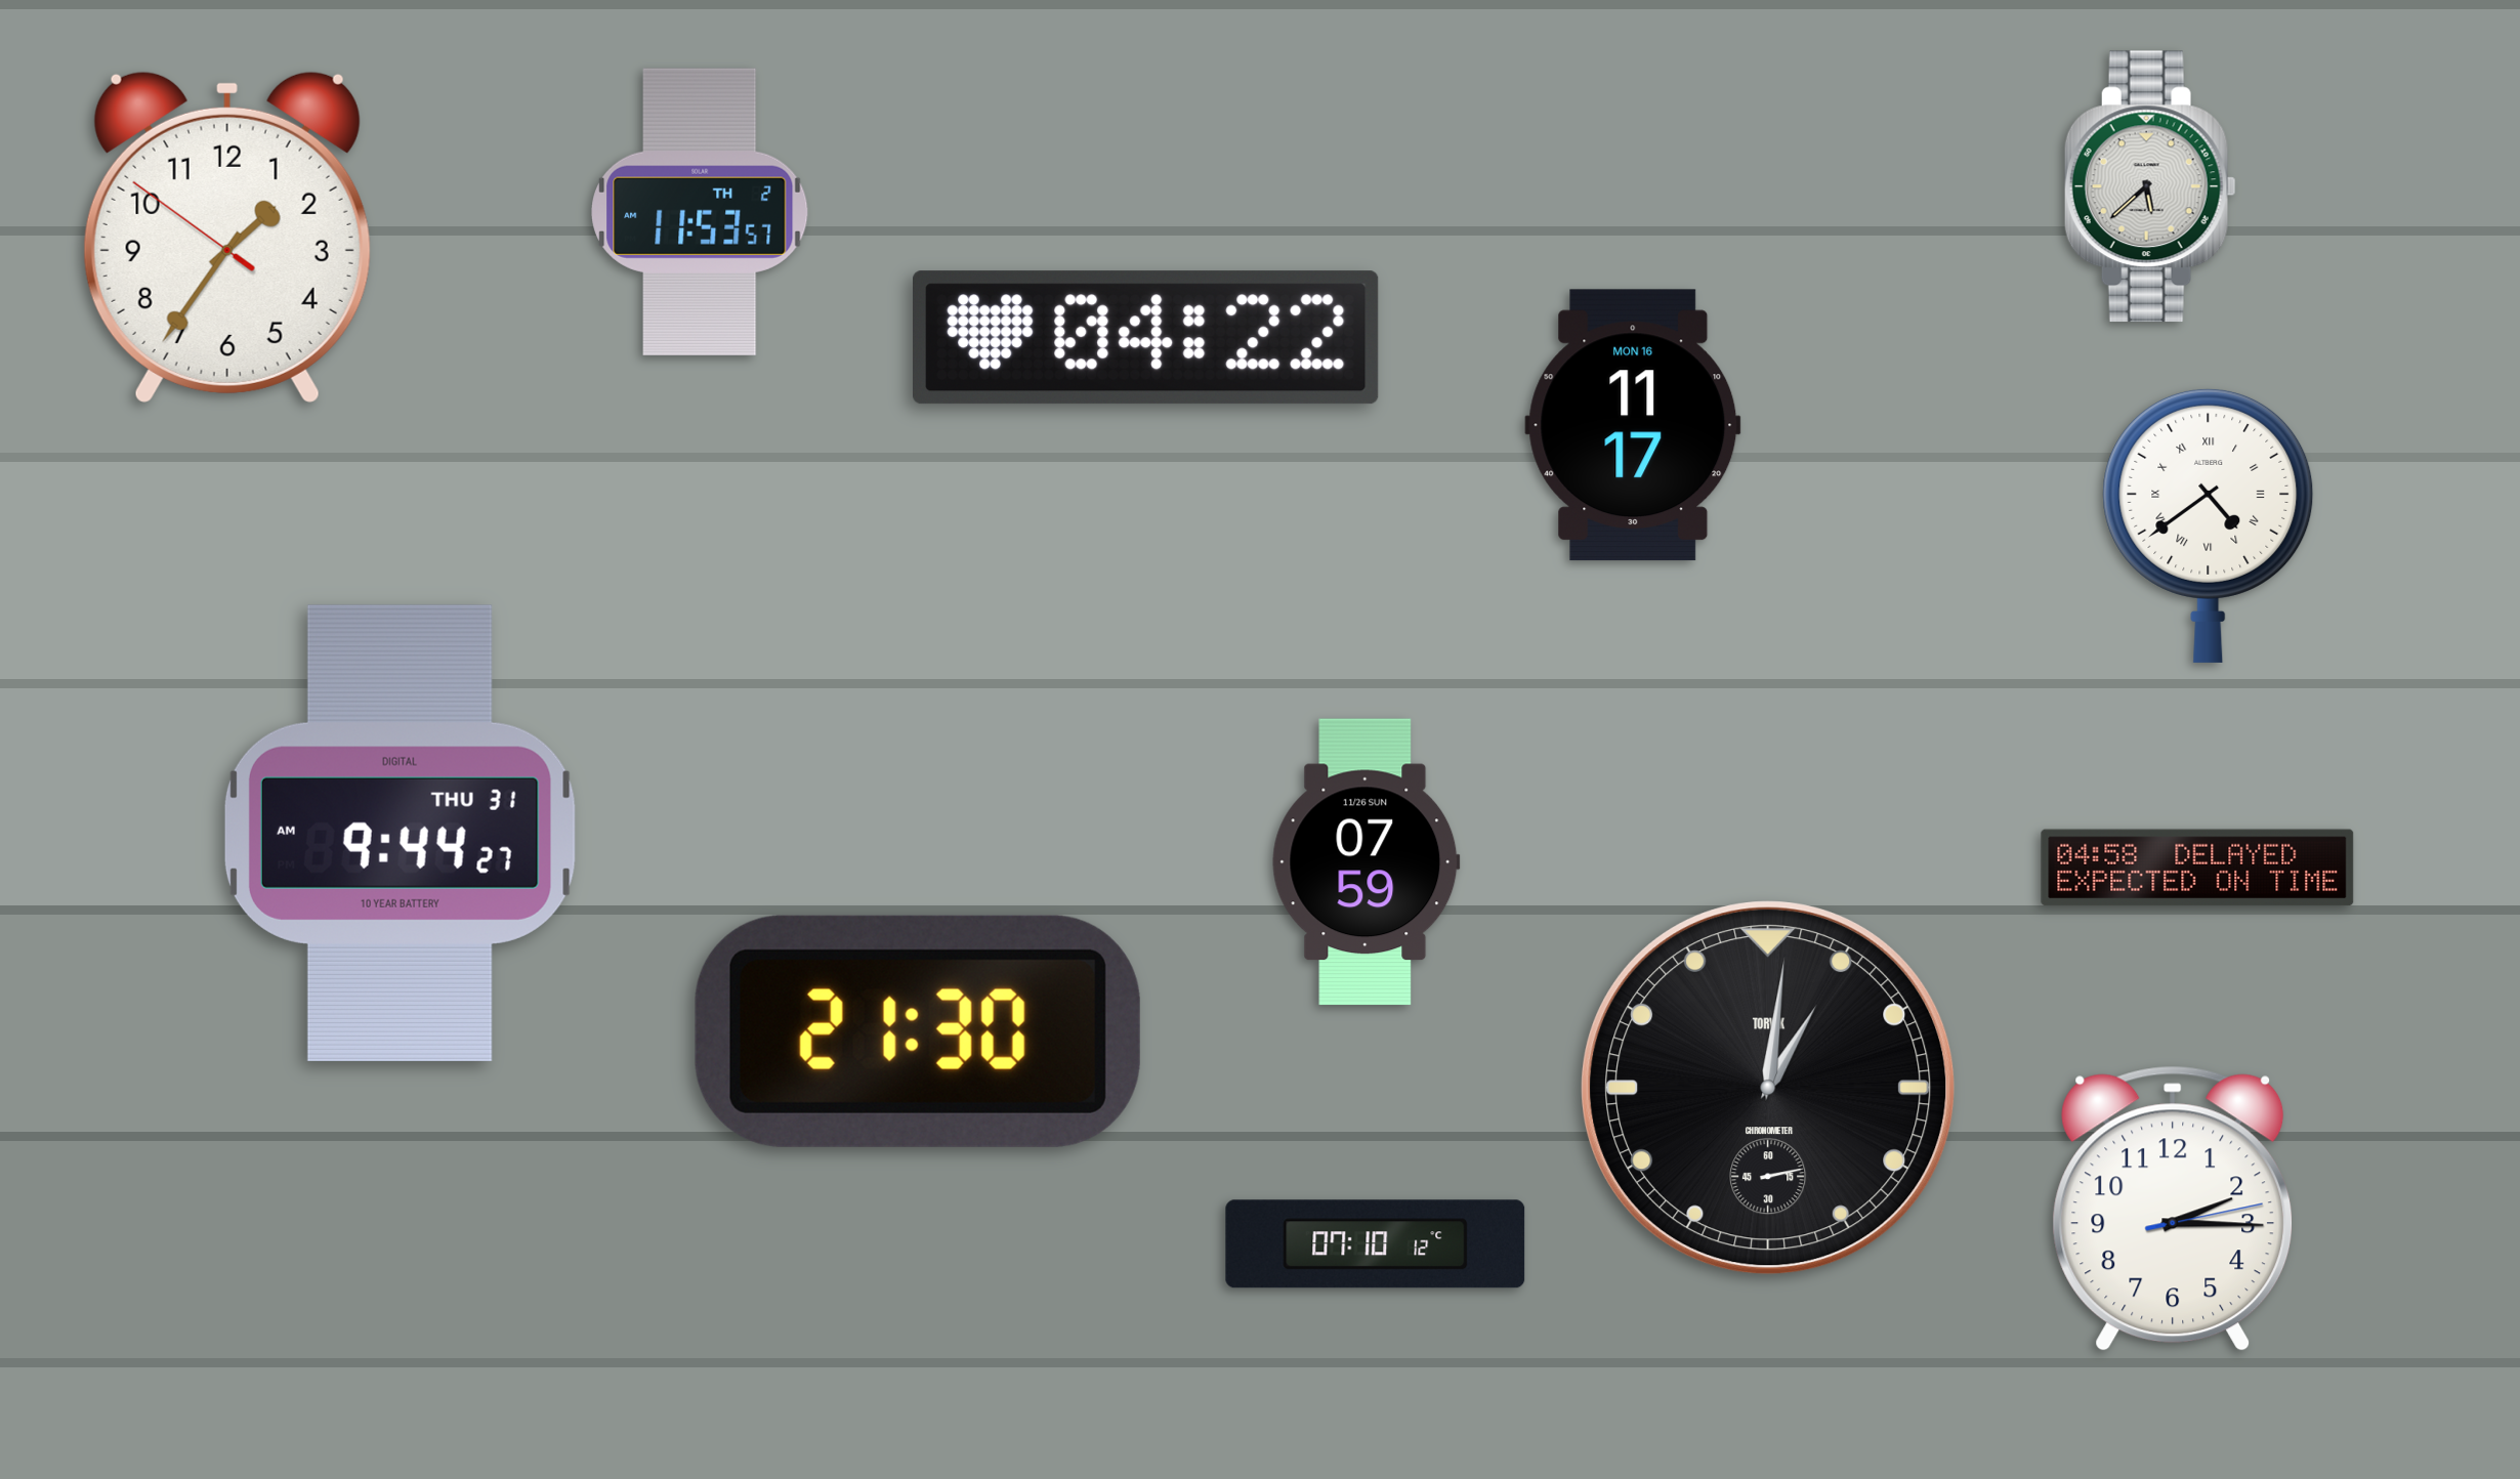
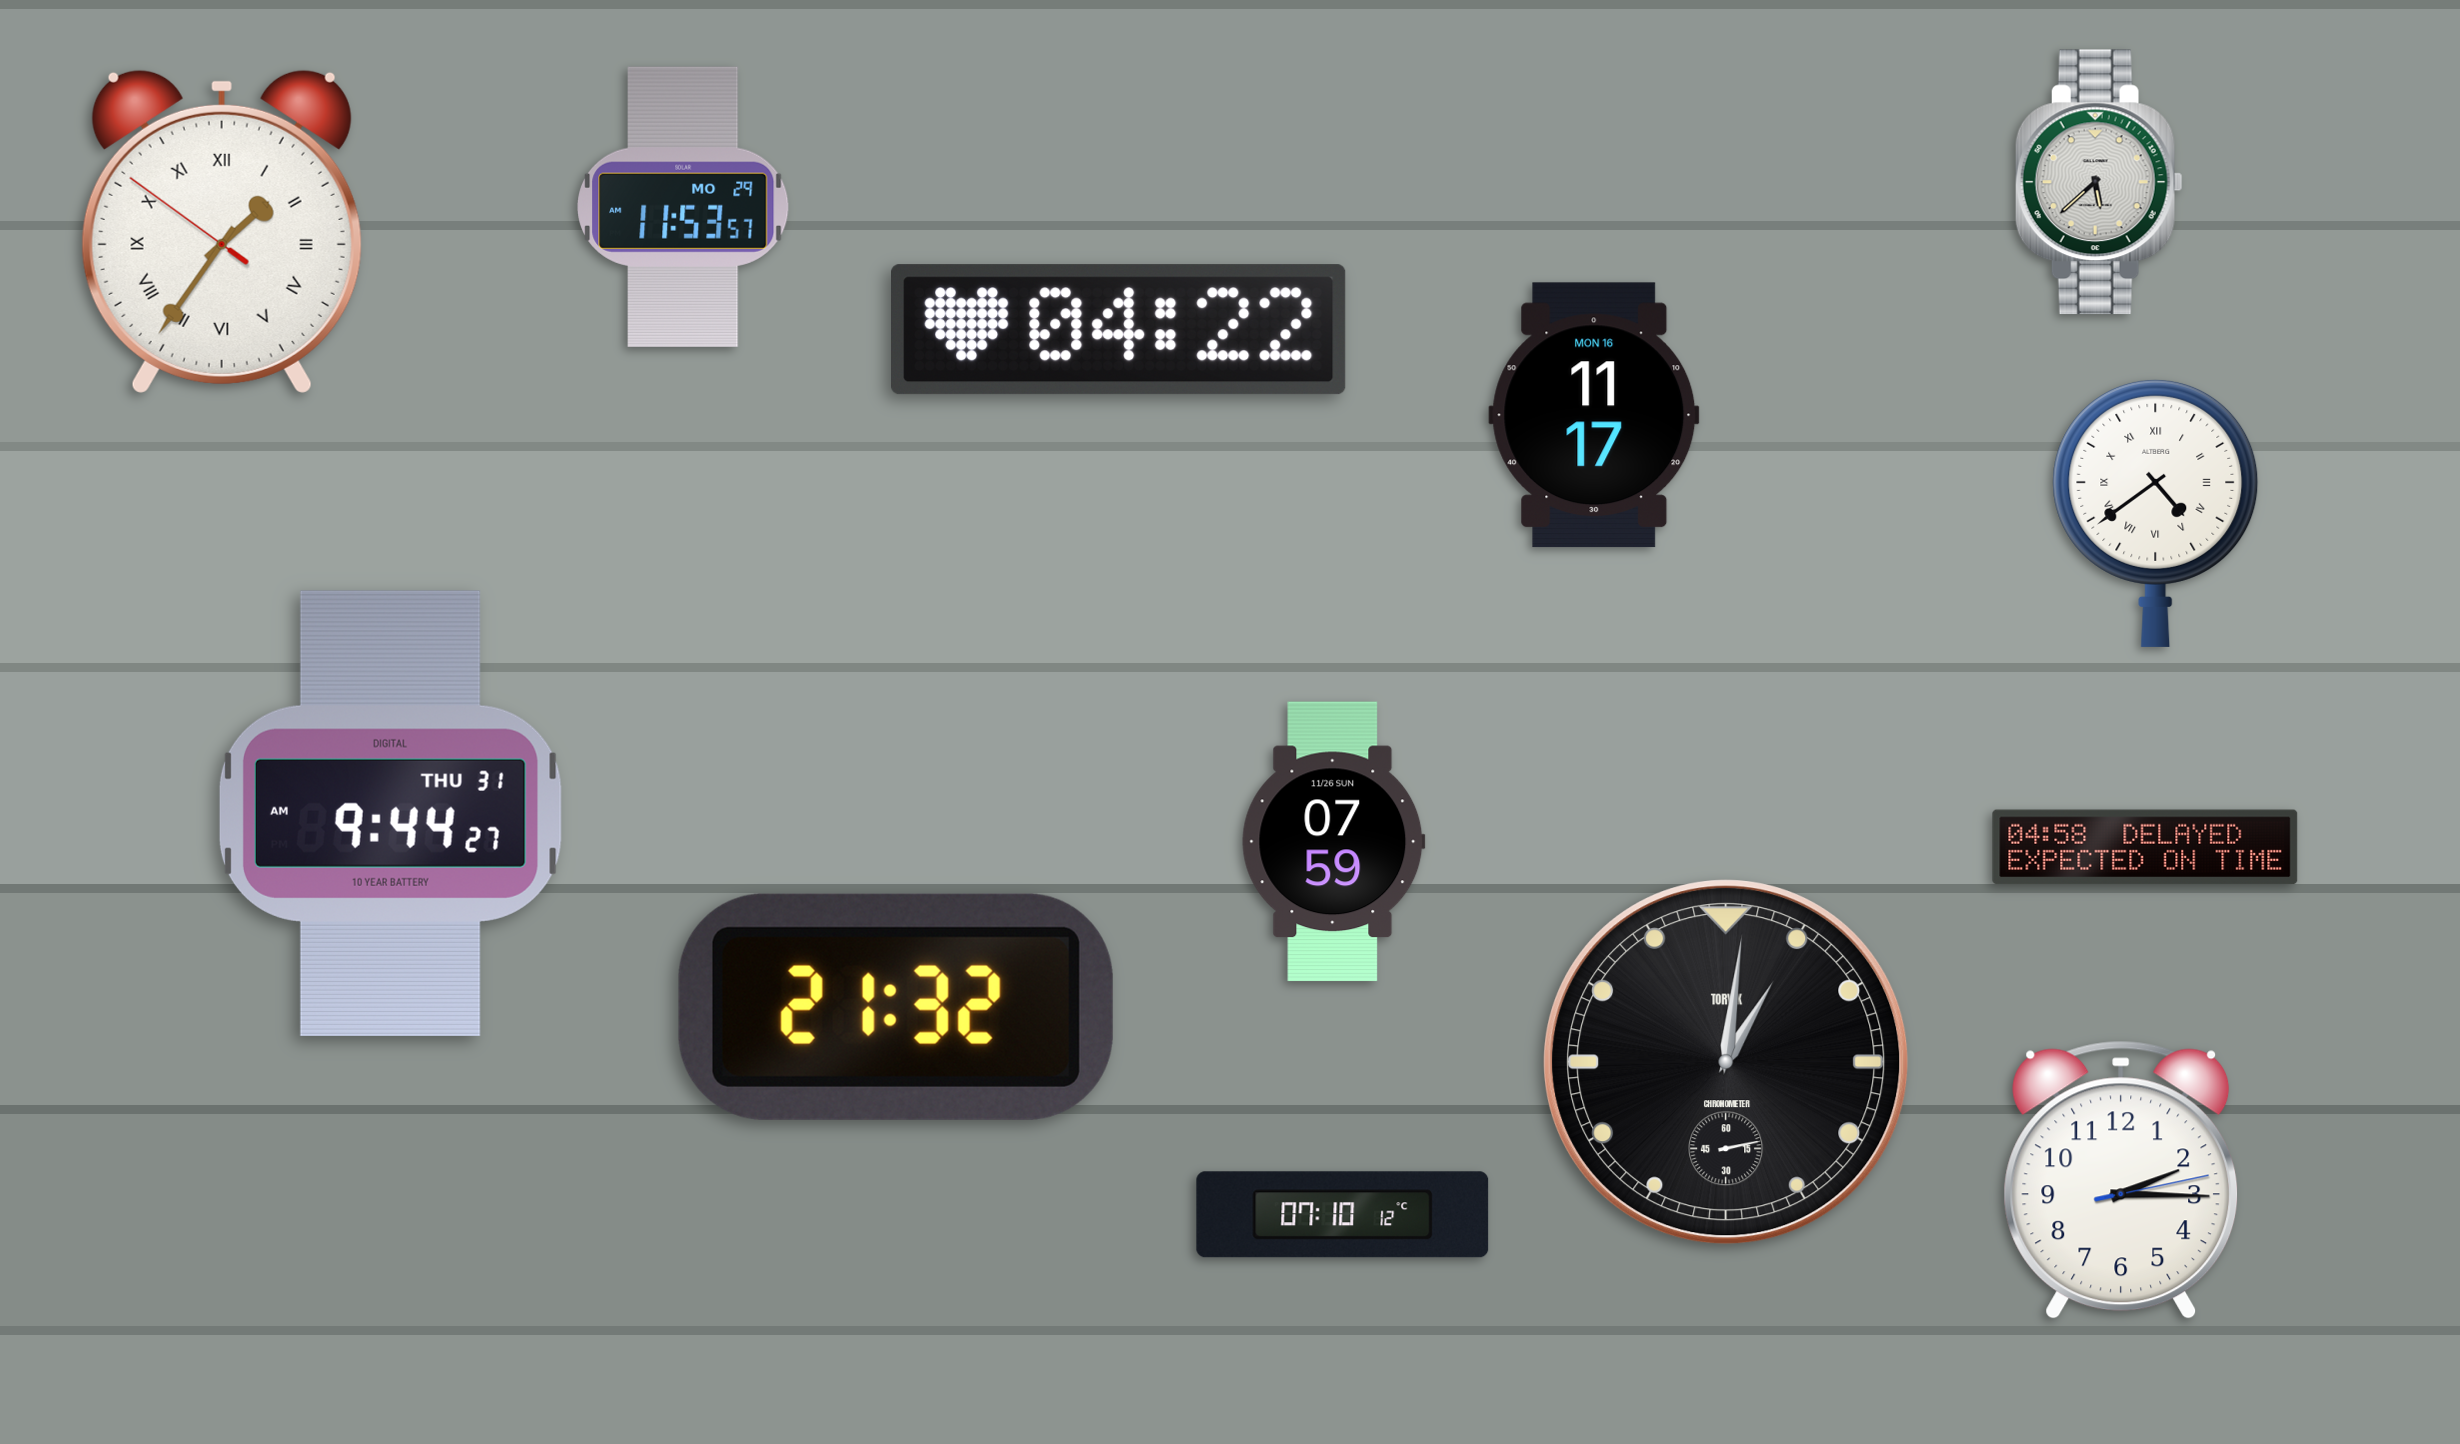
clock at (700, 212) date: TH 2 -> MO 29
clock at (227, 237) numerals: Arabic -> Roman
clock at (918, 1031): 21:30 -> 21:32
